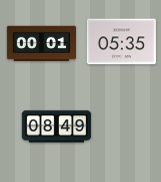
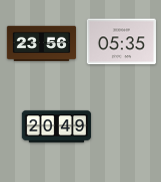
clock at (41, 44): 00:01 -> 23:56
clock at (56, 127): 08:49 -> 20:49
